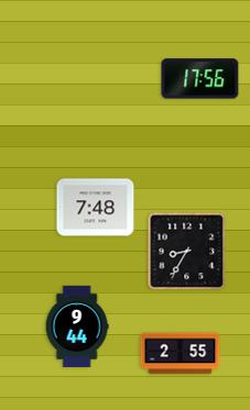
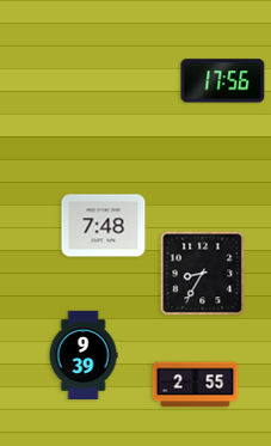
clock at (200, 79) position: (200, 79) -> (223, 81)
clock at (77, 326): 9:44 -> 9:39
